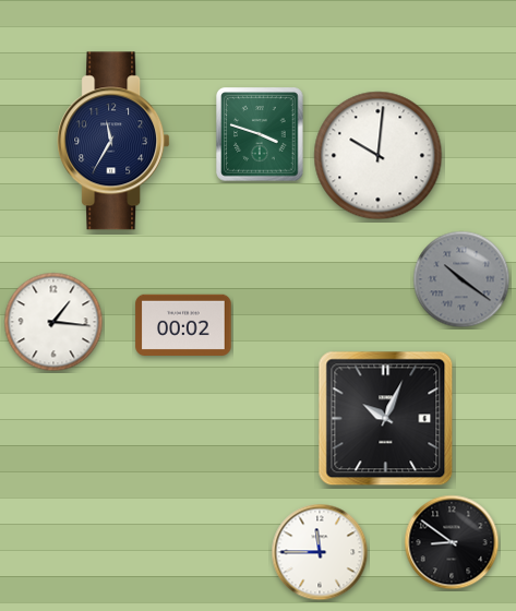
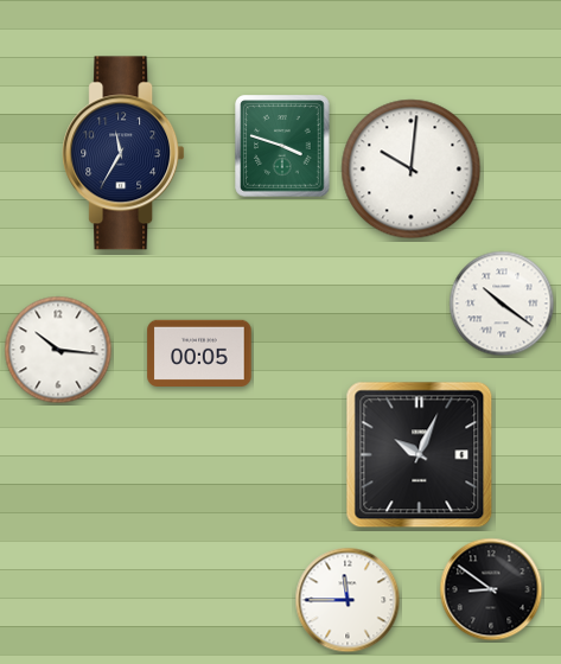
clock at (461, 279) dial: grey -> white
clock at (53, 322): 1:16 -> 10:16
clock at (183, 324): 00:02 -> 00:05
